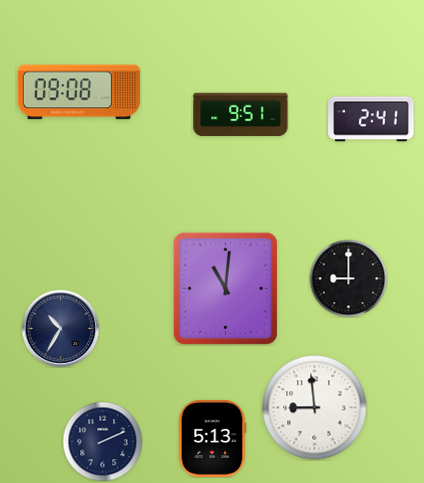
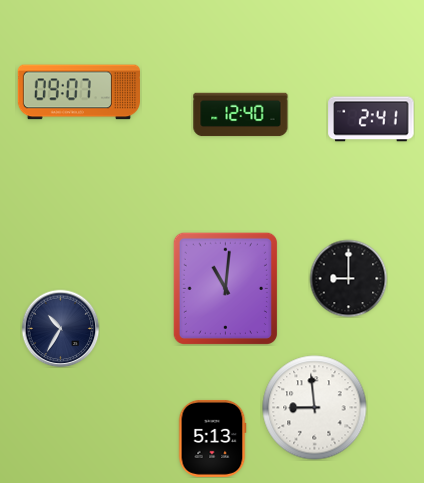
clock at (79, 92): 09:08 -> 09:07
clock at (241, 115): 9:51 -> 12:40
clock at (102, 441): 2:11 -> none
